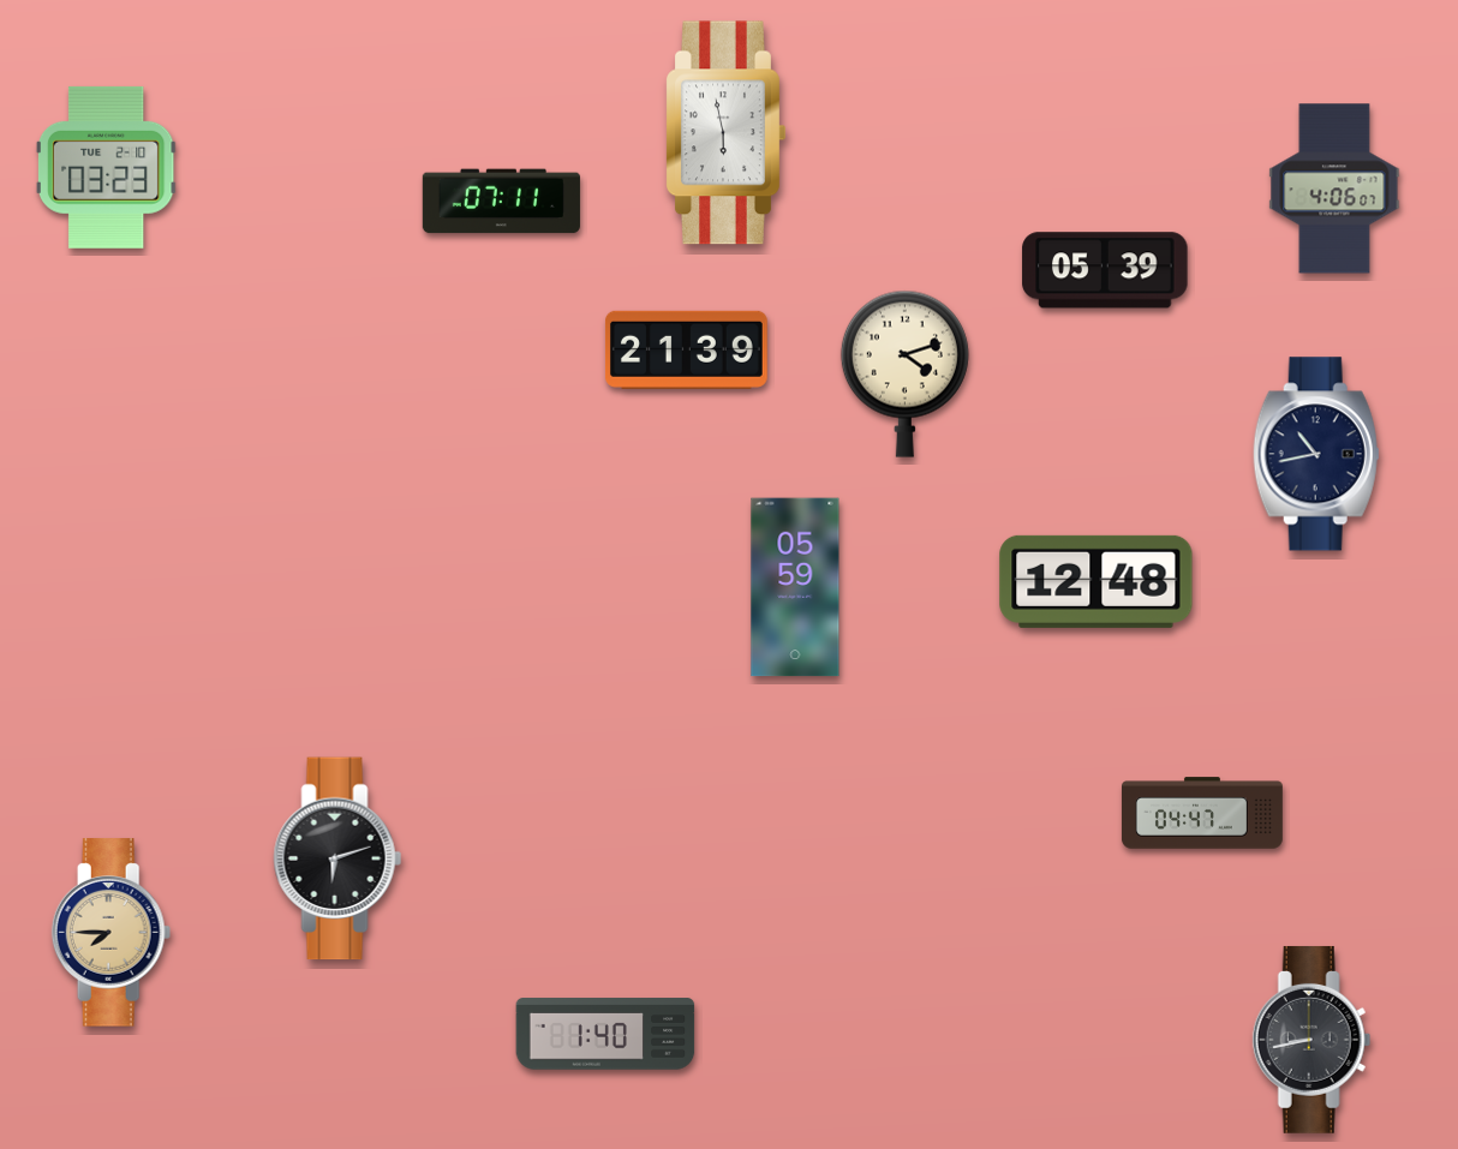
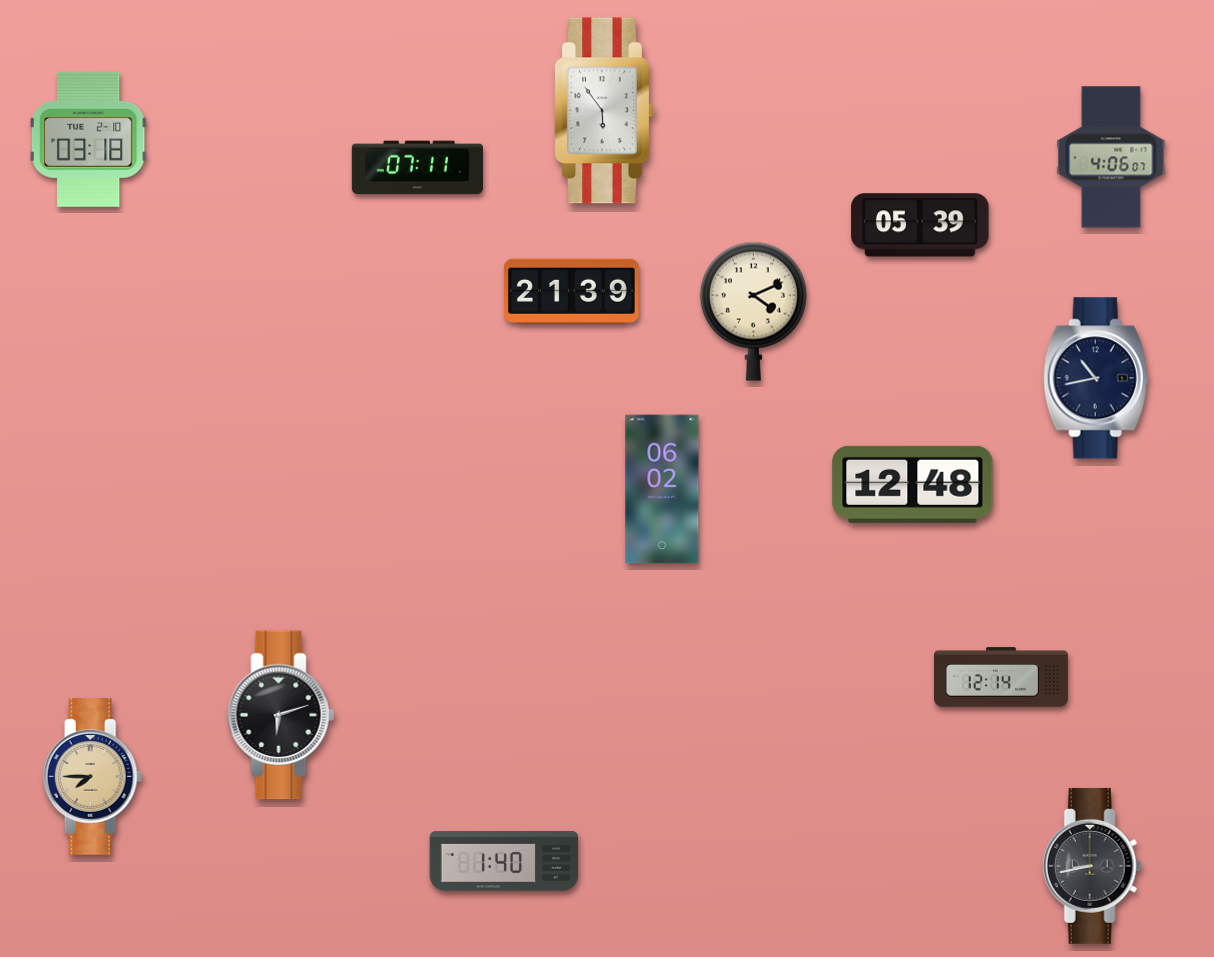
clock at (727, 133): 5:58 -> 5:54
clock at (106, 167): 03:23 -> 03:18
clock at (904, 373): 4:12 -> 4:11
clock at (795, 587): 05:59 -> 06:02
clock at (1202, 813): 04:47 -> 12:14
